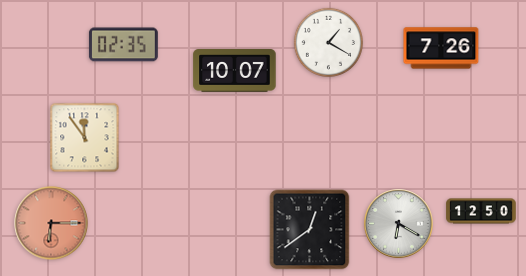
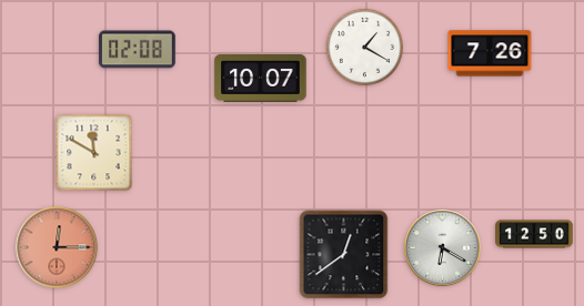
clock at (124, 45): 02:35 -> 02:08
clock at (85, 138): 11:54 -> 11:50
clock at (51, 223): 6:15 -> 12:15
